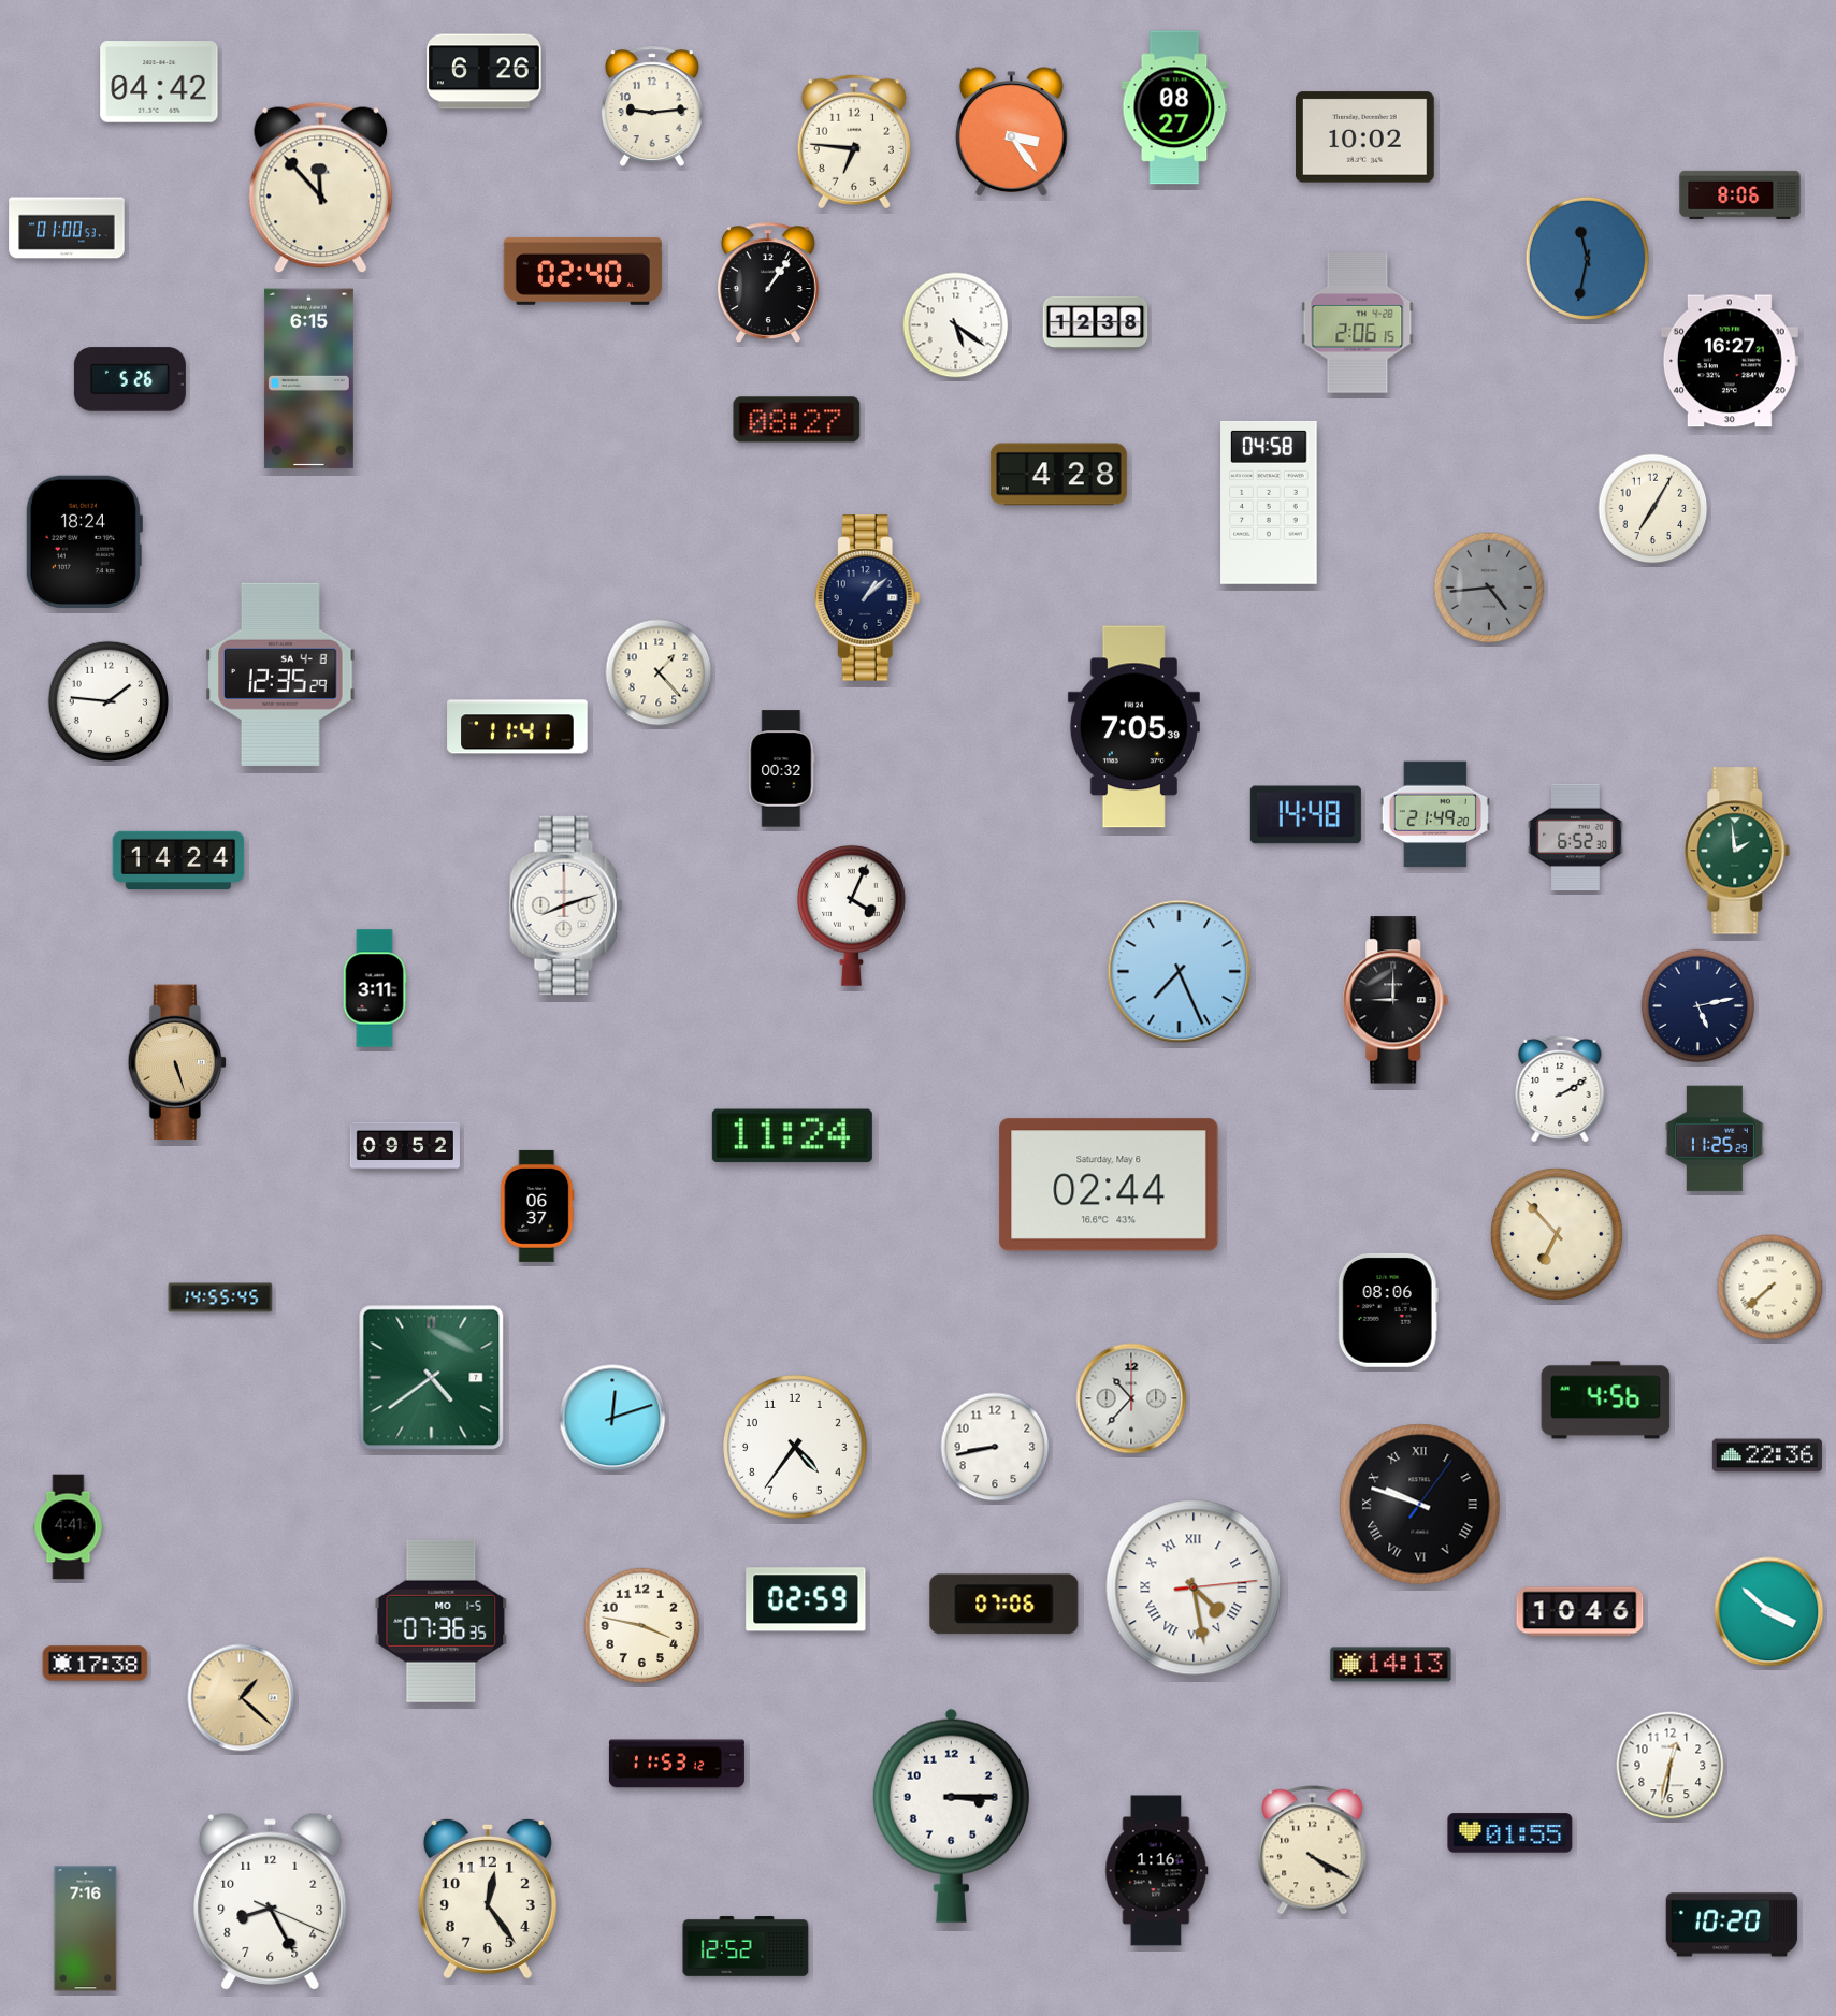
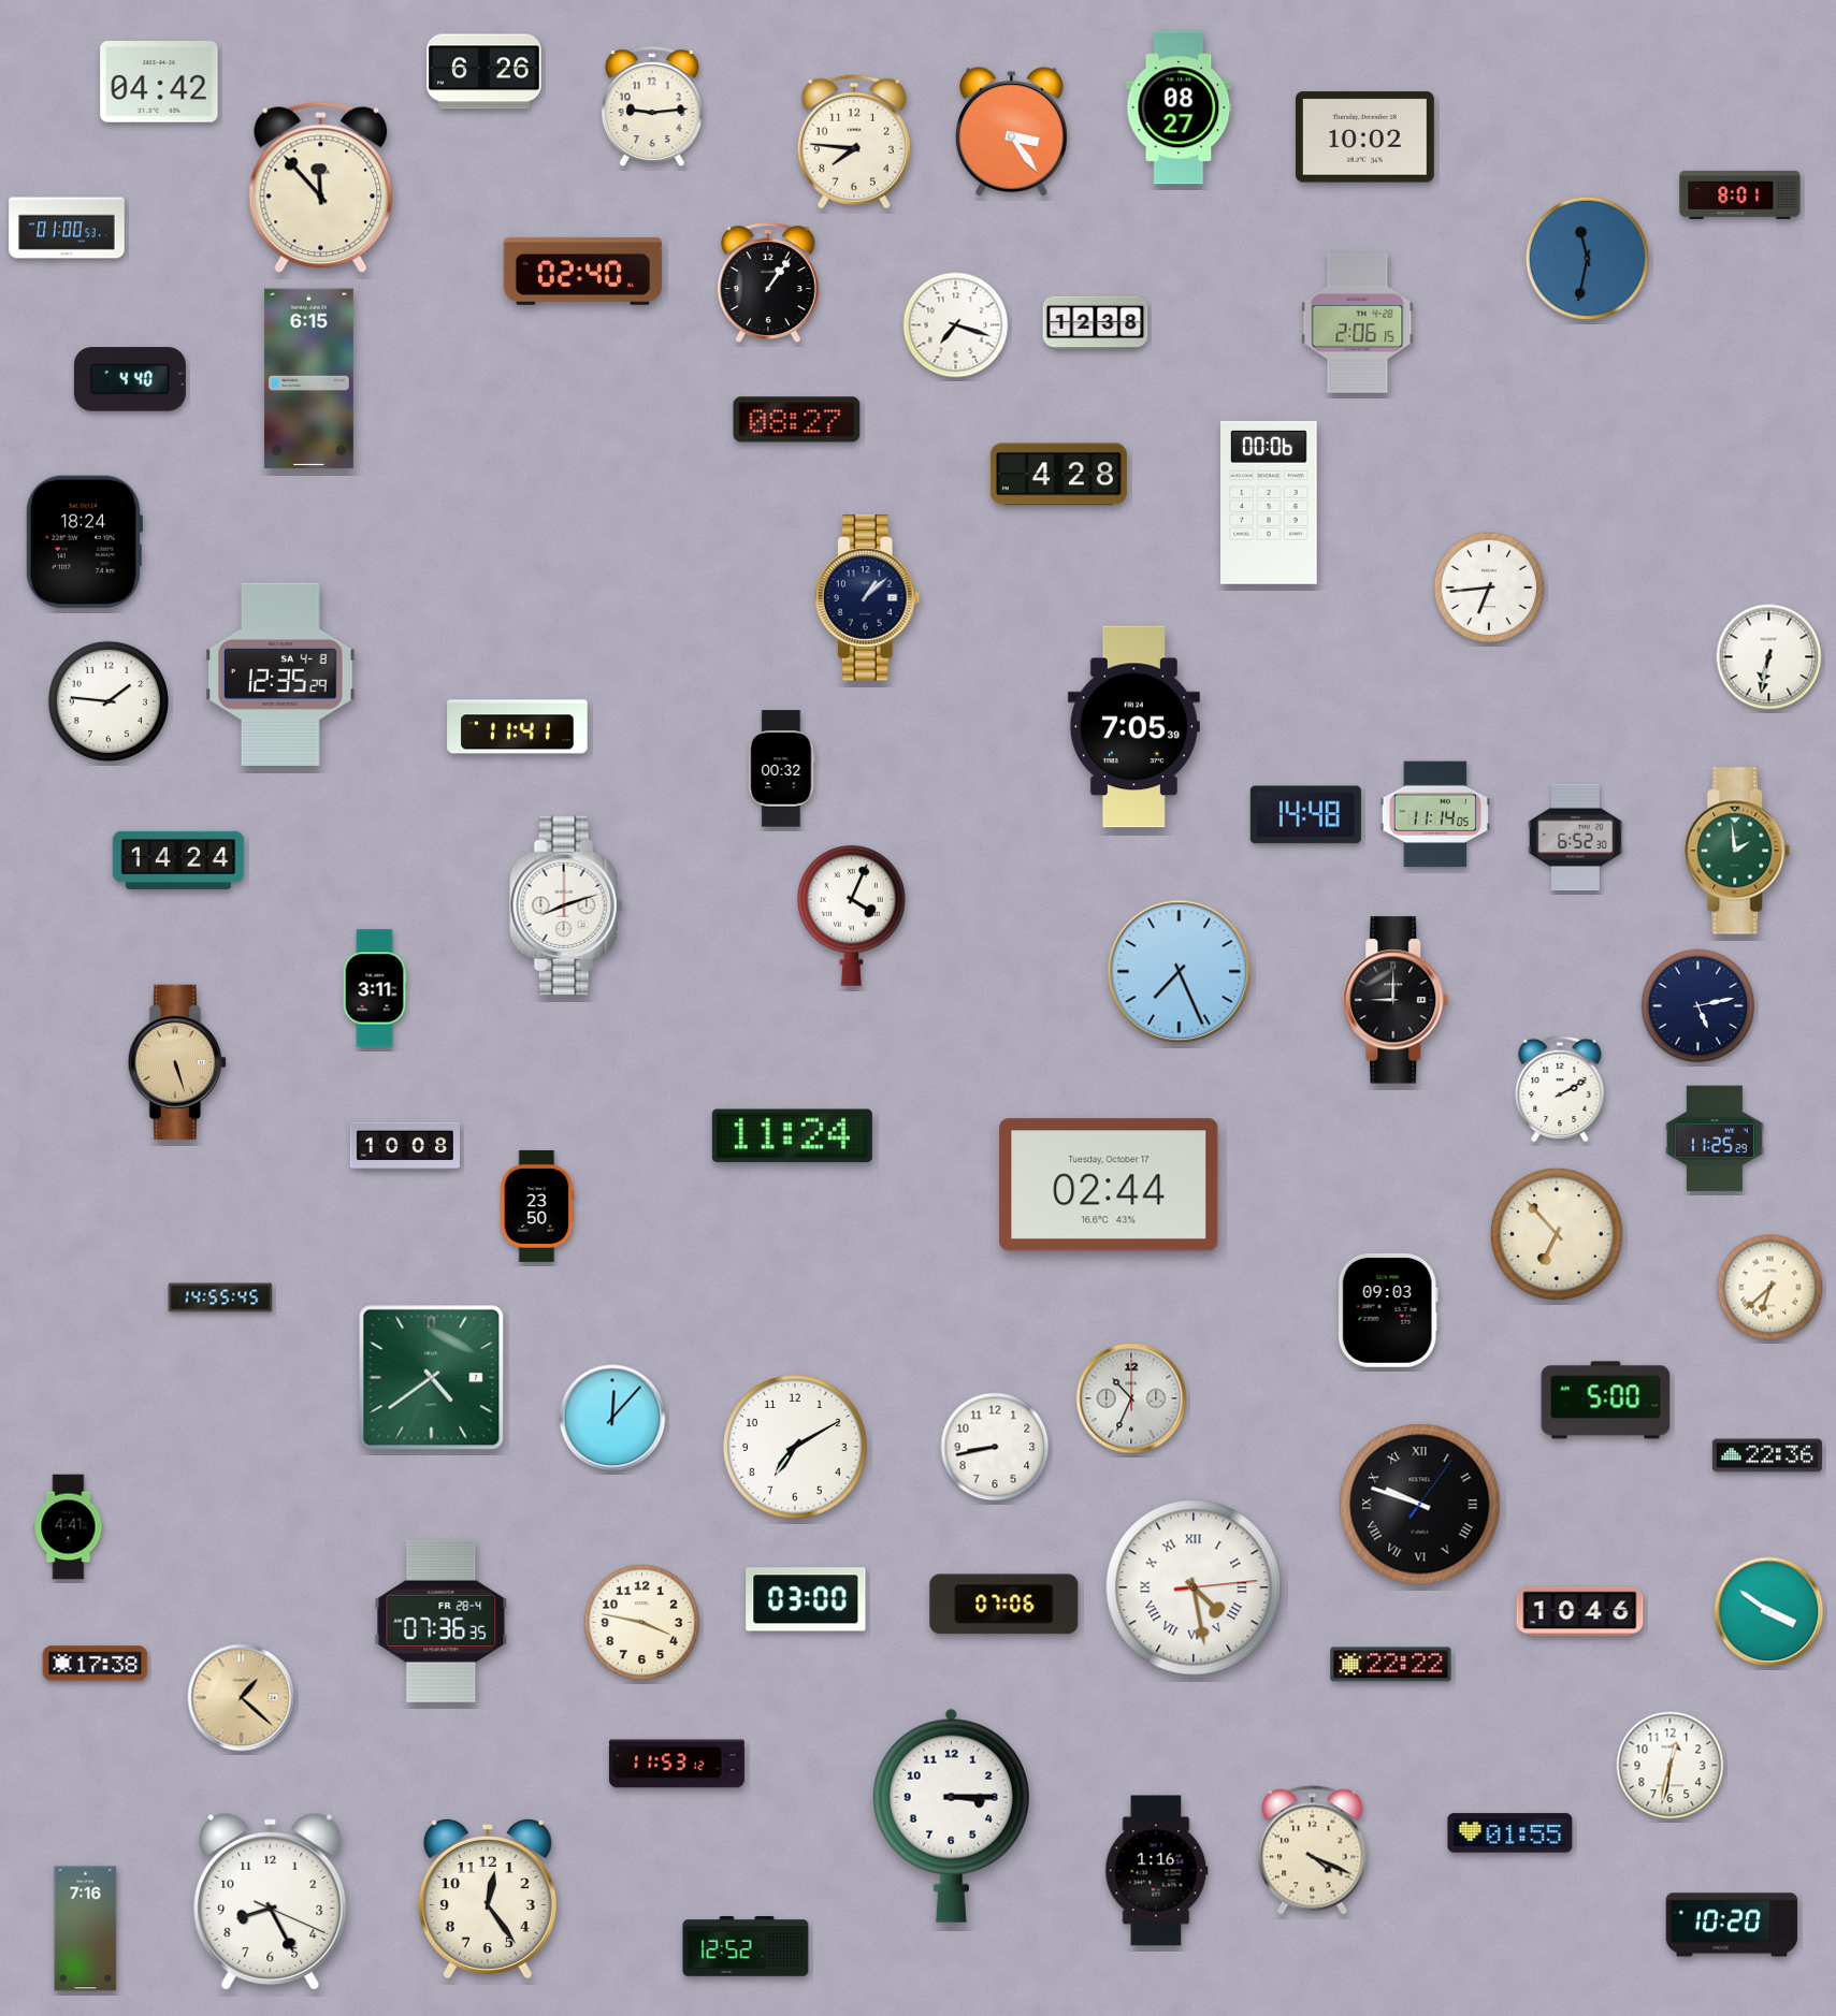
clock at (1174, 107) position: (1174, 107) -> (1179, 107)
clock at (854, 142): 6:46 -> 7:46
clock at (1740, 194): 8:06 -> 8:01
clock at (956, 325): 5:21 -> 7:18
clock at (1730, 361): 16:27 -> none
clock at (130, 379): 5:26 -> 4:40
clock at (1269, 503): 04:58 -> 00:06
clock at (1653, 509): 7:05 -> none
clock at (1489, 588): 4:44 -> 6:44
clock at (1489, 588) dial: grey -> white
clock at (1769, 657): none -> 6:32
clock at (659, 672): 1:23 -> none
clock at (1435, 814): 21:49 -> 11:14
clock at (405, 1146): 09:52 -> 10:08
clock at (1109, 1185) date: Saturday, May 6 -> Tuesday, October 17
clock at (537, 1206): 06:37 -> 23:50
clock at (1770, 1288): 7:38 -> 6:38
clock at (1388, 1310): 08:06 -> 09:03
clock at (1131, 1398): 10:37 -> 10:34
clock at (1606, 1401): 4:56 -> 5:00
clock at (612, 1418): 12:12 -> 12:07
clock at (796, 1448): 4:36 -> 7:10
clock at (806, 1599): 02:59 -> 03:00
clock at (1769, 1612): 3:52 -> 3:51
clock at (442, 1621) date: MO 1-5 -> FR 28-4
clock at (642, 1626) position: (642, 1626) -> (642, 1623)
clock at (1391, 1665): 14:13 -> 22:22
clock at (1313, 1851): 4:20 -> 4:19
